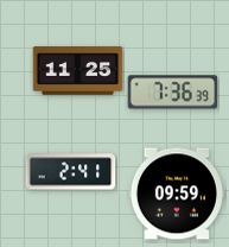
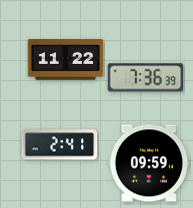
clock at (78, 71): 11:25 -> 11:22
